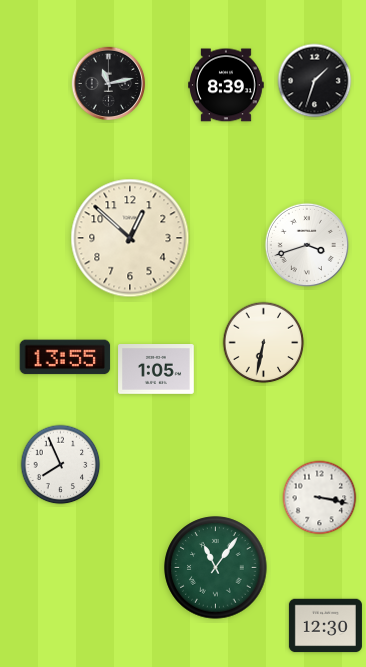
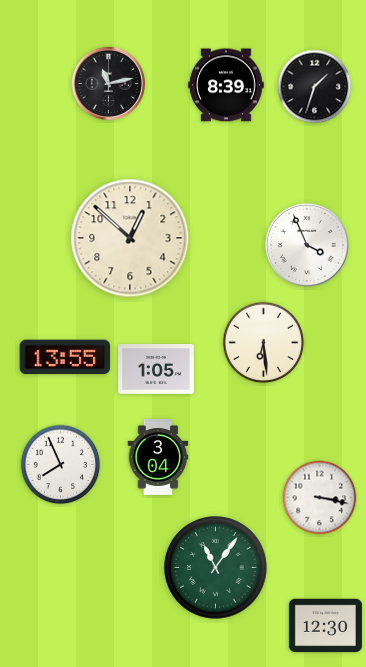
clock at (315, 81) position: (315, 81) -> (315, 87)
clock at (307, 245): 3:42 -> 3:56
clock at (264, 343): 6:32 -> 6:29
clock at (158, 457): none -> 3:04
